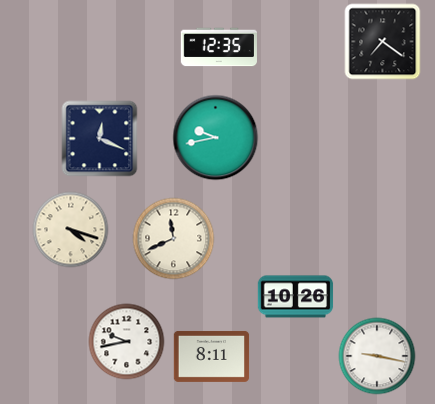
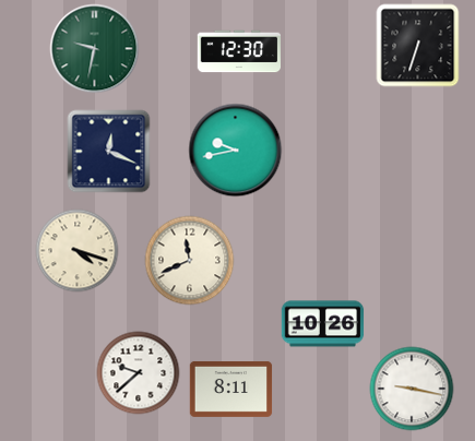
clock at (383, 42): 7:21 -> 6:33
clock at (95, 49): none -> 9:32
clock at (219, 47): 12:35 -> 12:30
clock at (127, 342): 9:43 -> 9:38
